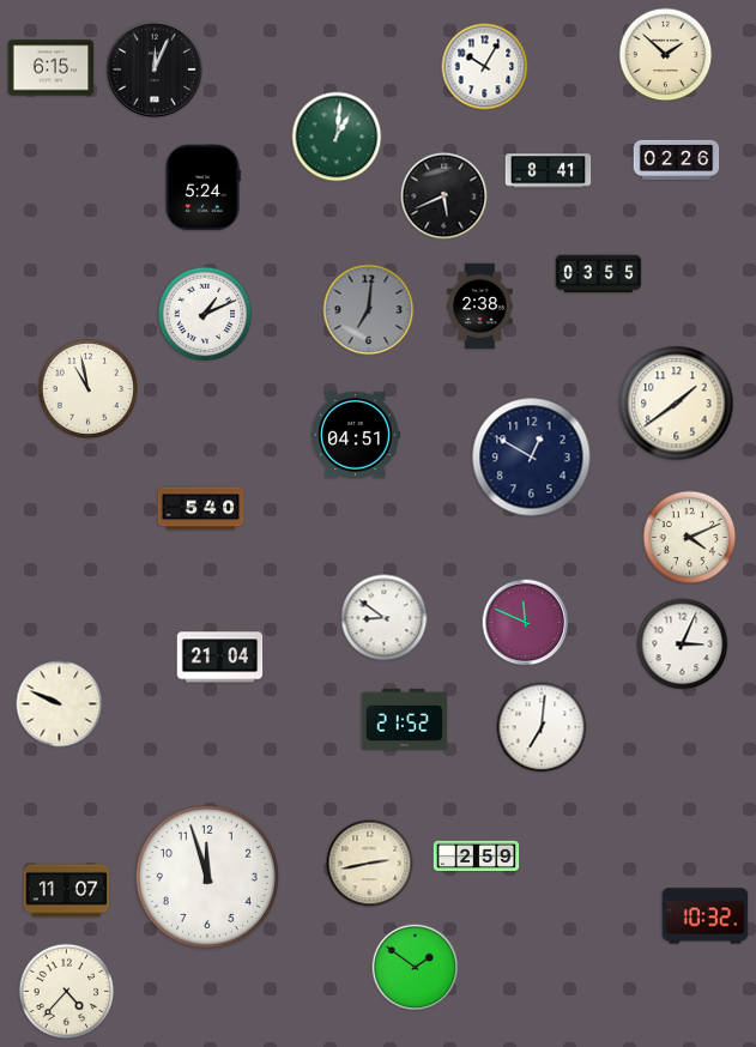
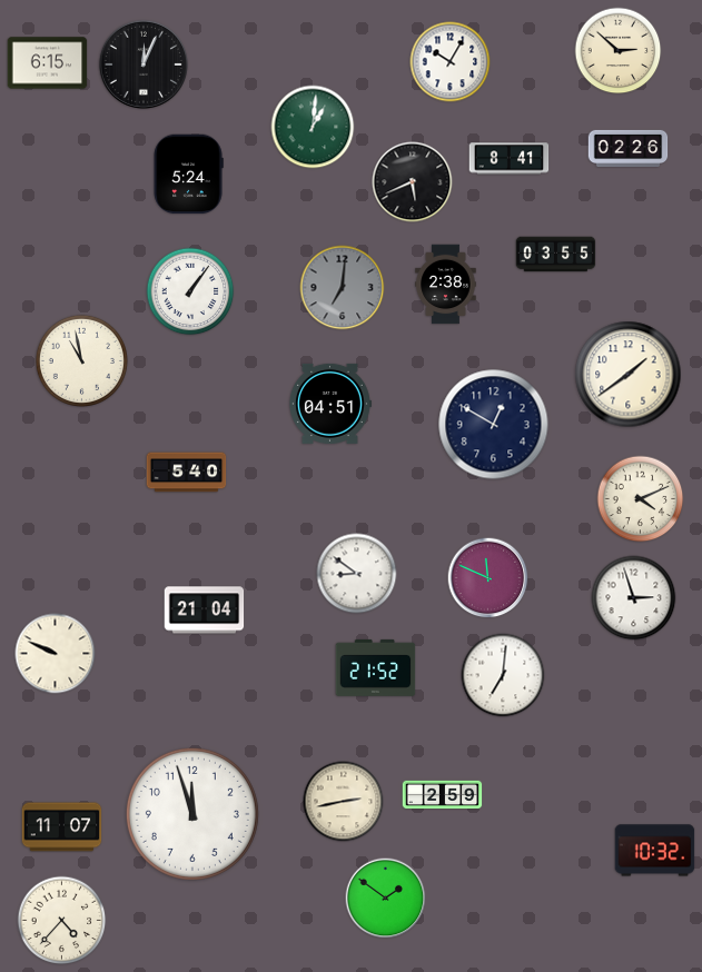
clock at (666, 55): 1:52 -> 2:52
clock at (205, 314): 1:11 -> 1:06
clock at (683, 644): 3:04 -> 2:57
